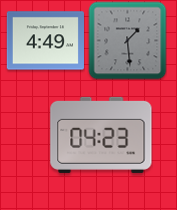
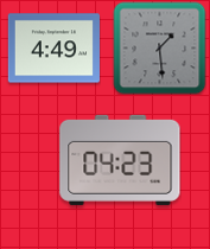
clock at (127, 40) position: (127, 40) -> (159, 47)
